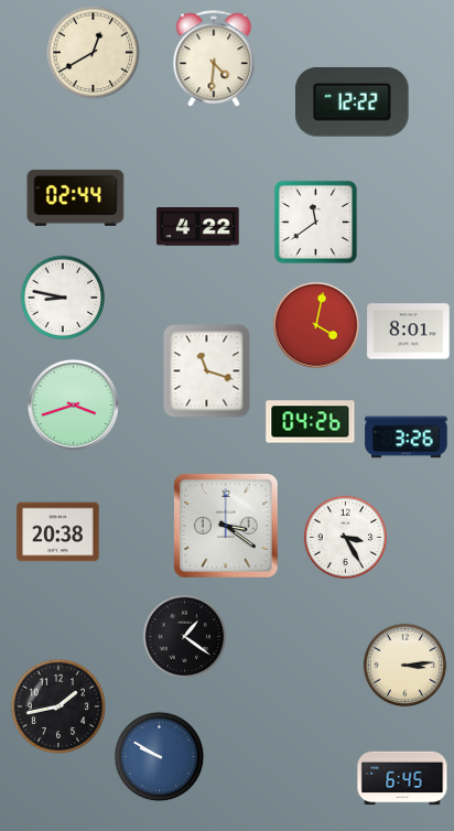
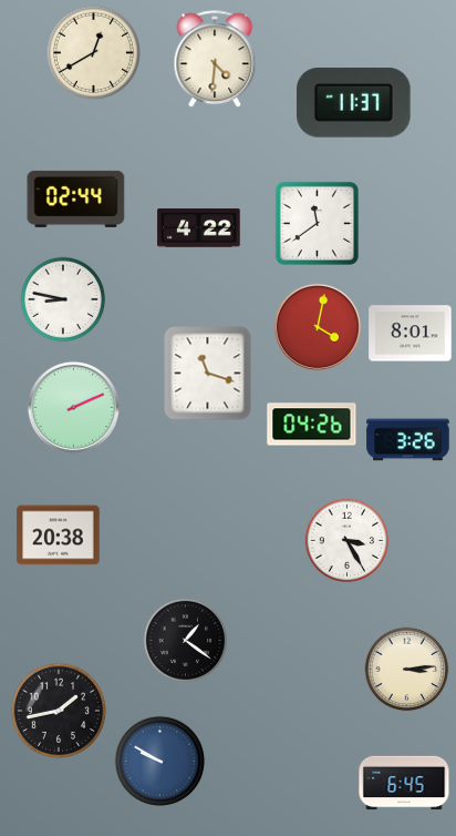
clock at (353, 101): 12:22 -> 11:37
clock at (73, 404): 3:42 -> 2:11
clock at (227, 527): 3:21 -> none
